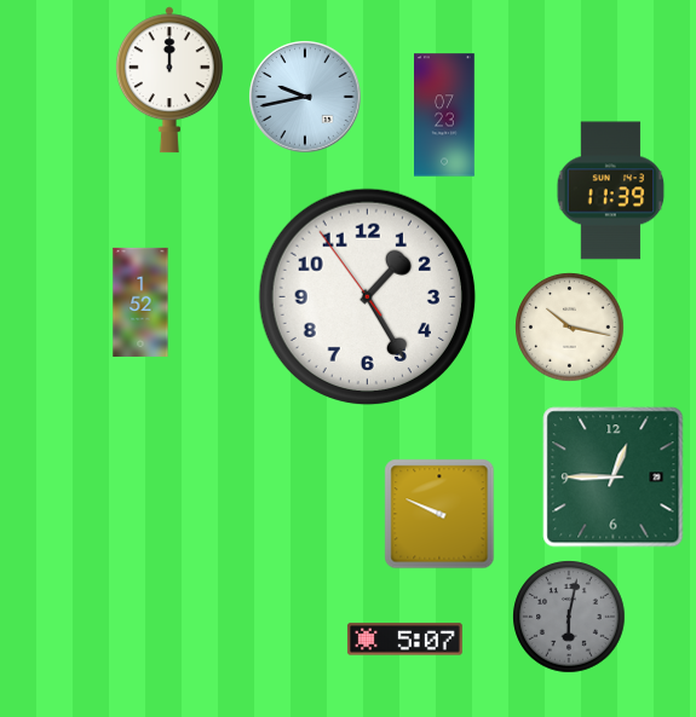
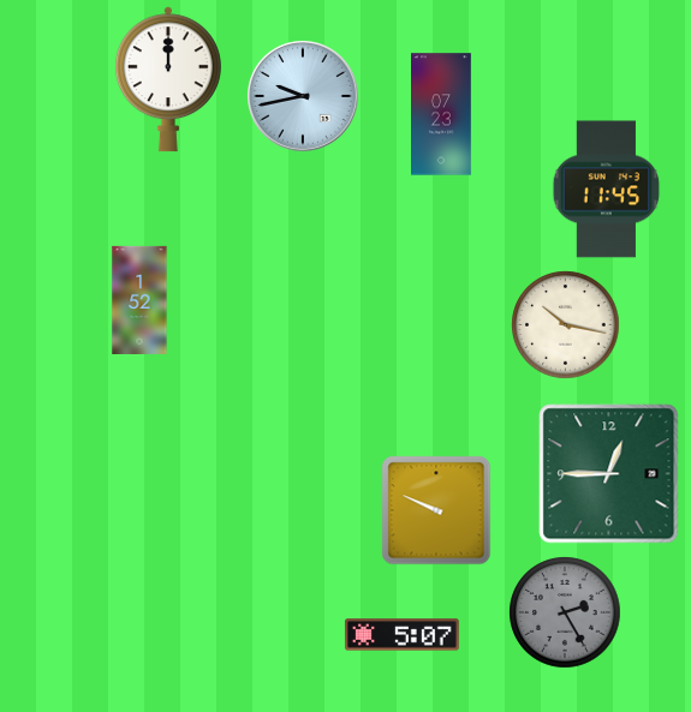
clock at (611, 191): 11:39 -> 11:45
clock at (367, 296): 1:24 -> none
clock at (569, 617): 6:02 -> 2:25
